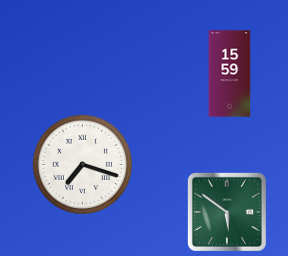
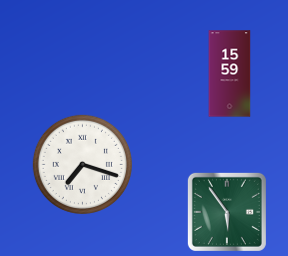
clock at (227, 212): 5:51 -> 5:54
